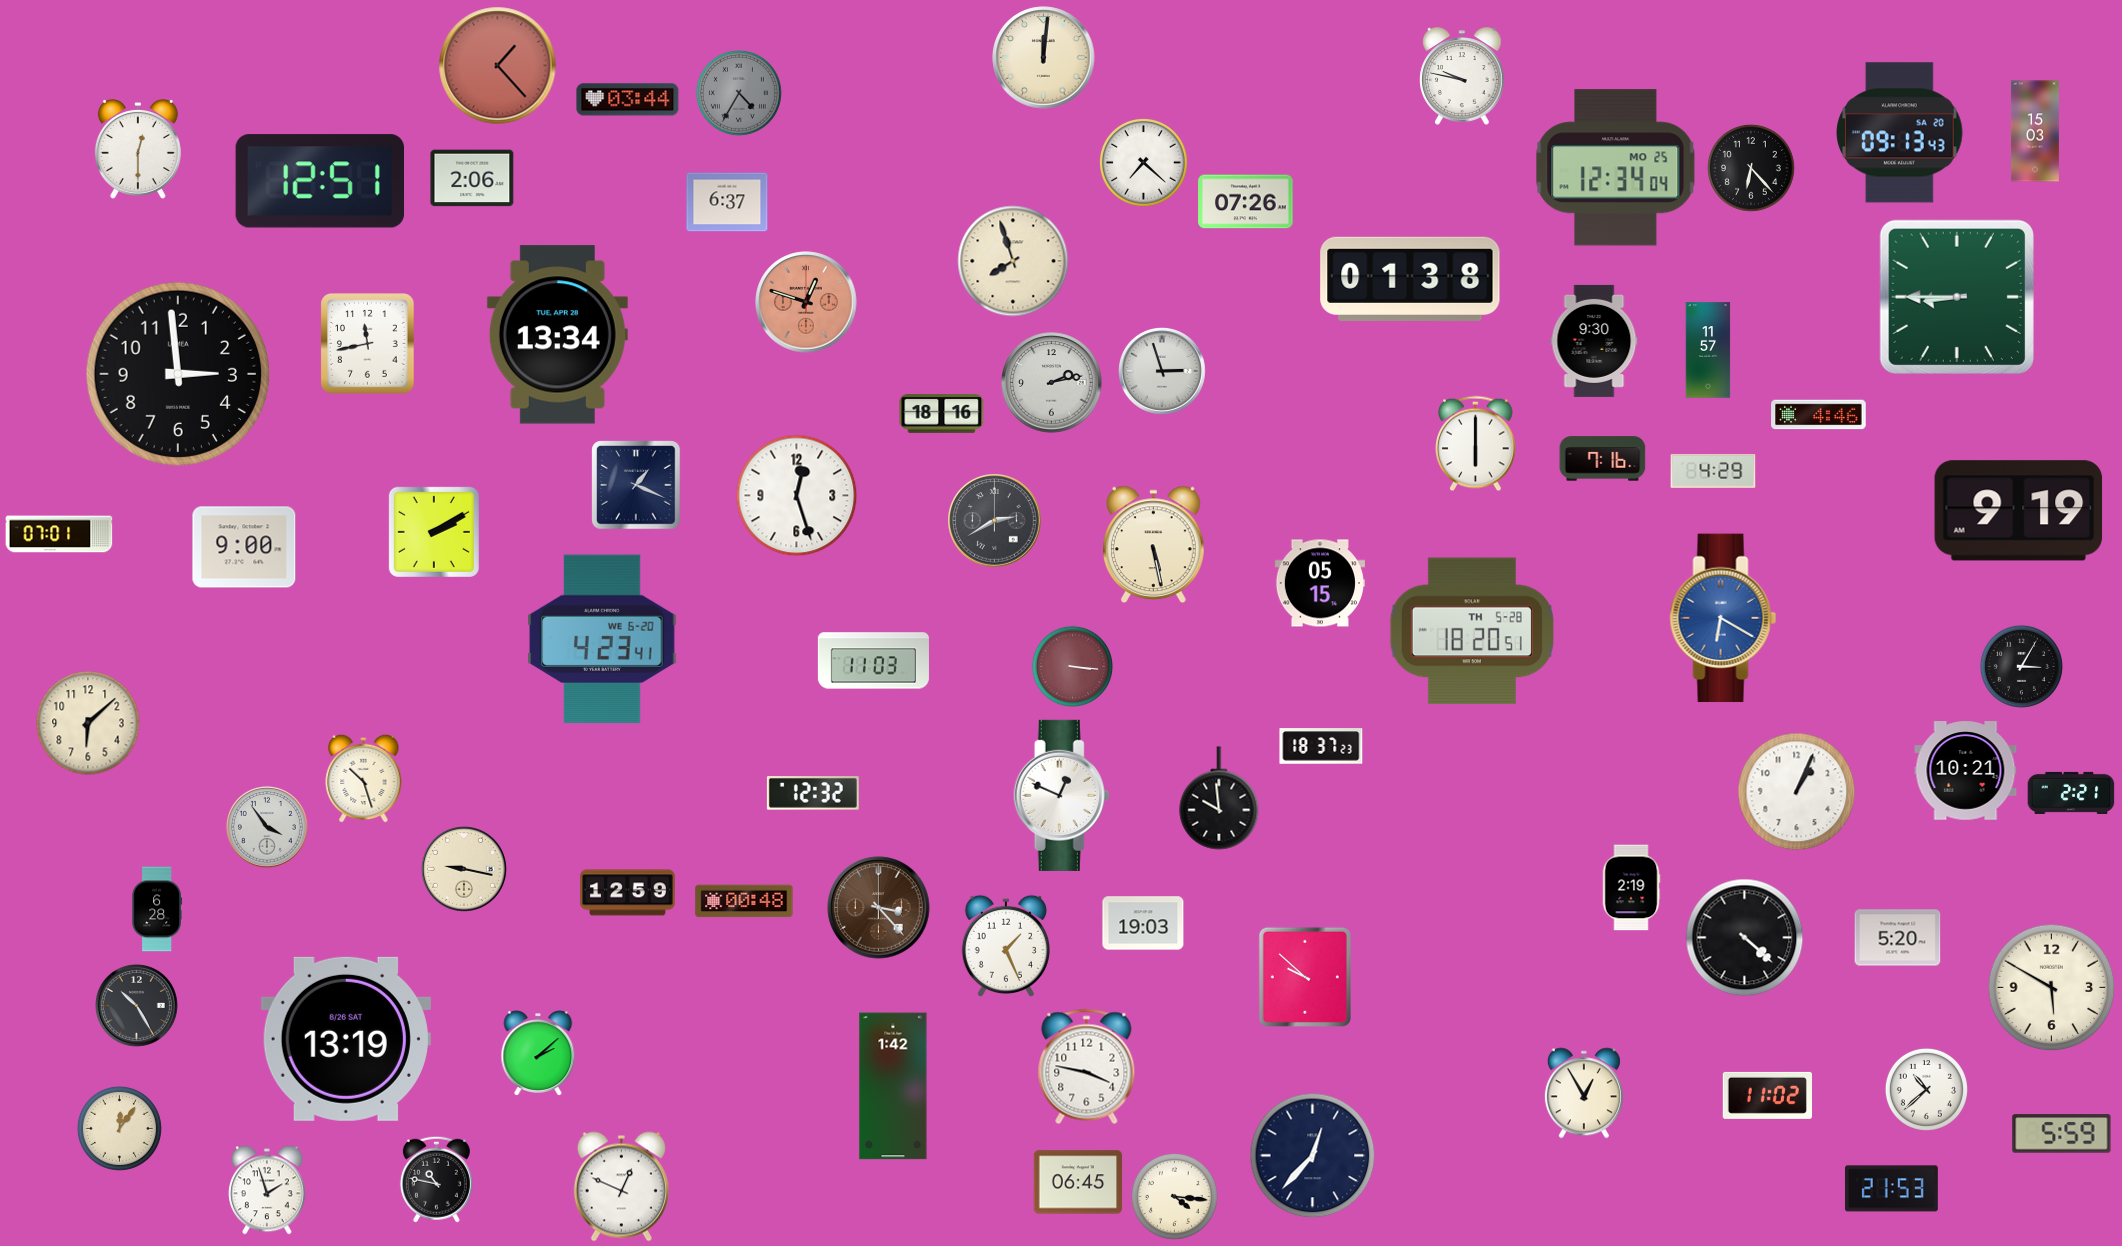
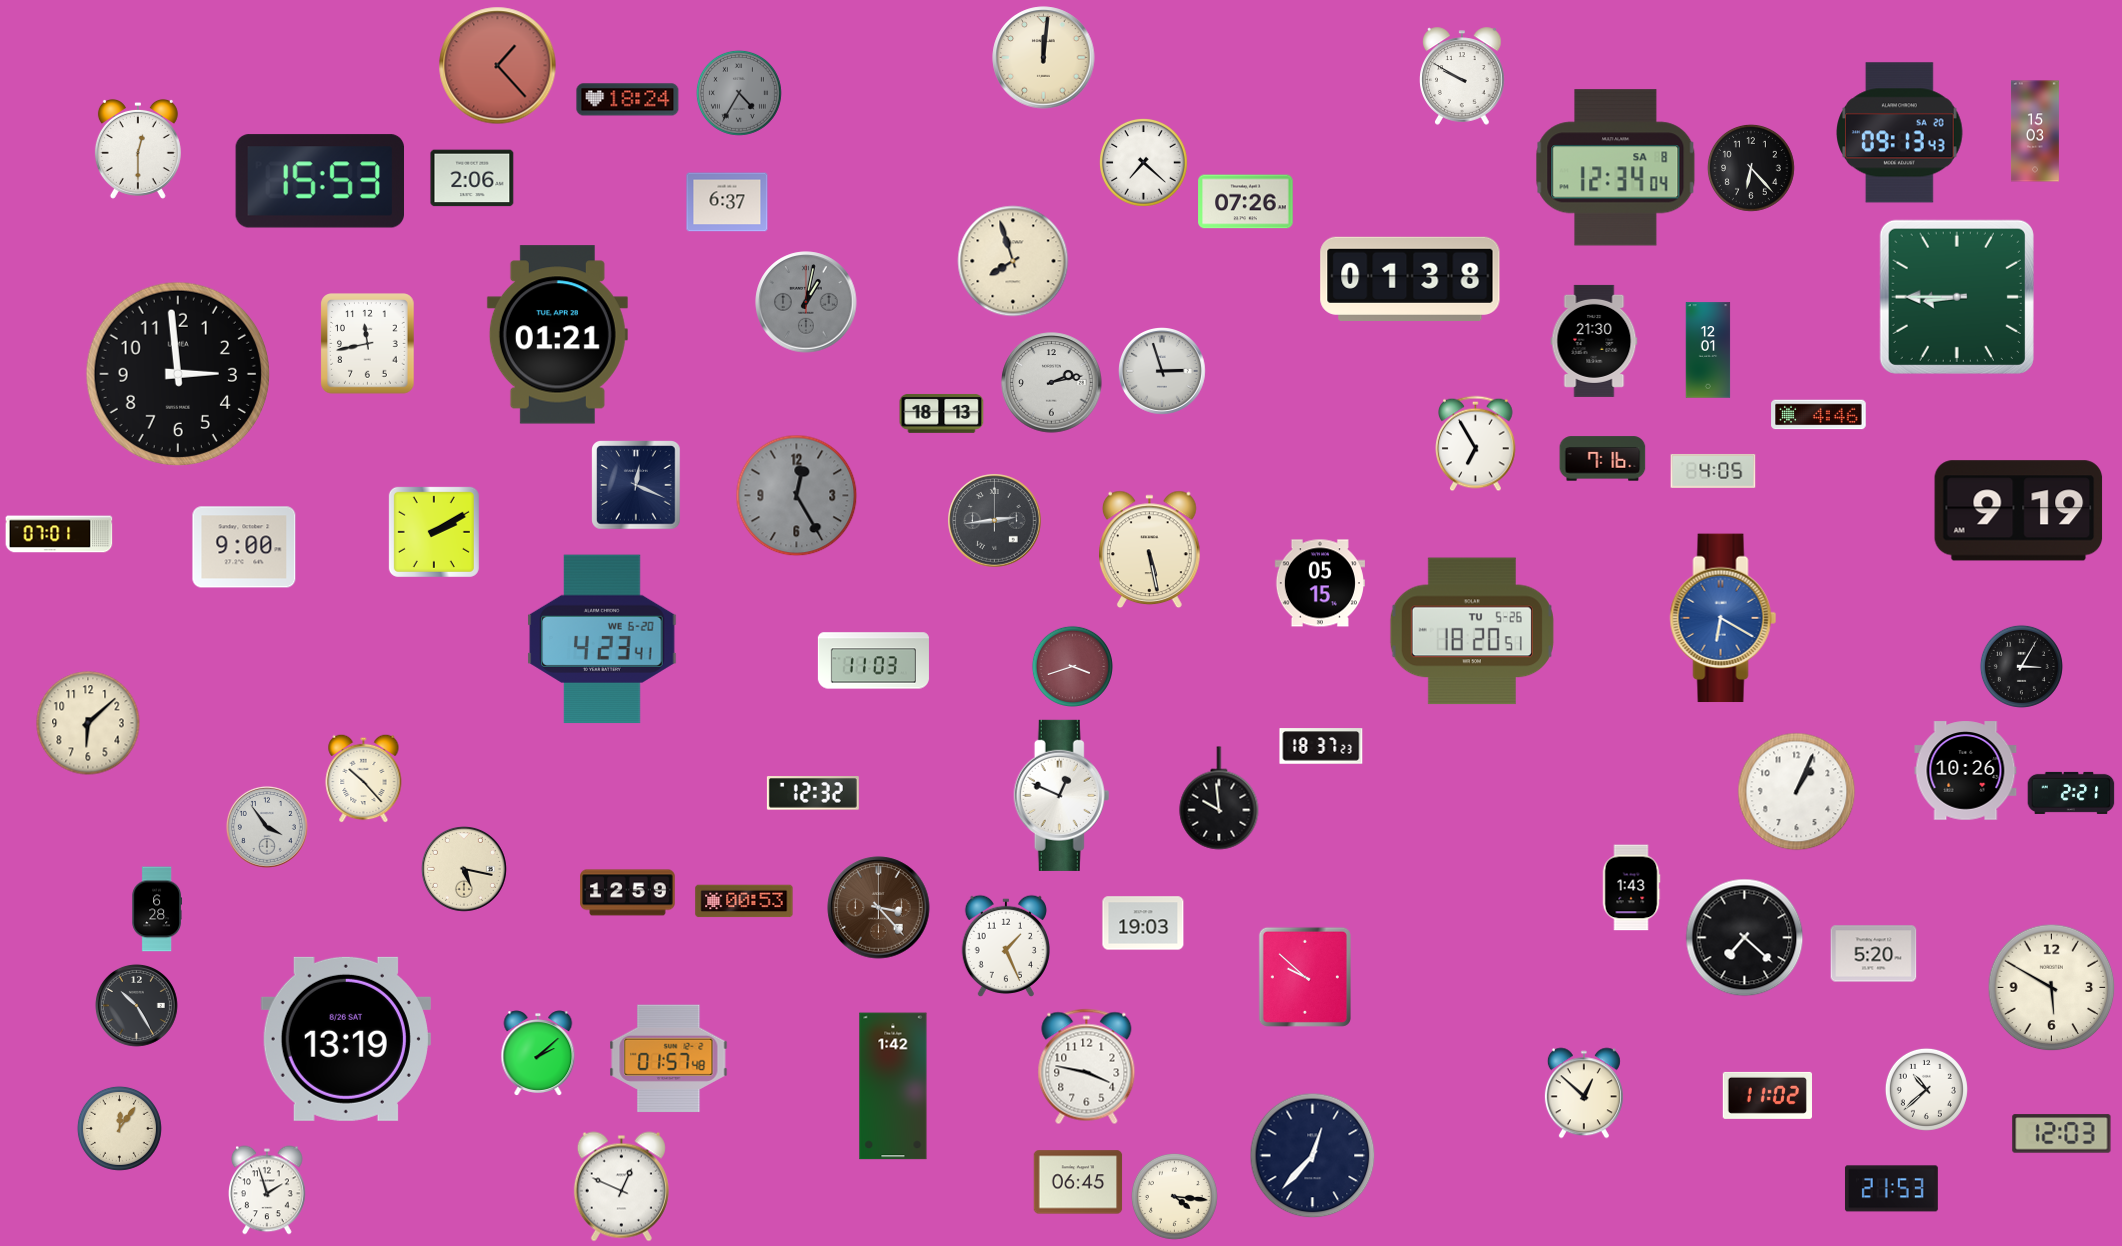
clock at (1462, 76): 9:47 -> 9:50
clock at (628, 100): 03:44 -> 18:24
clock at (1616, 168) date: MO 25 -> SA 8
clock at (319, 181): 12:51 -> 15:53
clock at (806, 302): 12:48 -> 1:02
clock at (806, 302) dial: salmon -> grey
clock at (557, 335): 13:34 -> 01:21
clock at (1594, 341): 9:30 -> 21:30
clock at (1708, 350): 11:57 -> 12:01
clock at (942, 413): 18:16 -> 18:13
clock at (1476, 444): 6:00 -> 6:55
clock at (1713, 471): 4:29 -> 4:05
clock at (636, 485): 1:19 -> 12:19
clock at (797, 496): 12:27 -> 12:25
clock at (797, 496) dial: white -> grey
clock at (995, 521): 2:40 -> 2:44
clock at (1154, 545) position: (1154, 545) -> (1150, 550)
clock at (1472, 631) date: TH 5-28 -> TU 5-26
clock at (1072, 666): 3:16 -> 3:42
clock at (1966, 771): 10:21 -> 10:26
clock at (364, 778): 10:27 -> 10:23
clock at (465, 870): 9:17 -> 5:17
clock at (1631, 888): 2:19 -> 1:43
clock at (744, 901): 00:48 -> 00:53
clock at (1745, 938): 4:22 -> 7:22
clock at (1898, 938) position: (1898, 938) -> (1874, 954)
clock at (669, 1059): none -> 01:57
clock at (1584, 1093): 12:55 -> 12:52
clock at (2062, 1134): 5:59 -> 12:03
clock at (436, 1179): 10:47 -> none
